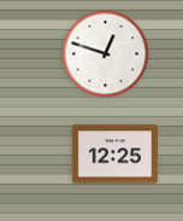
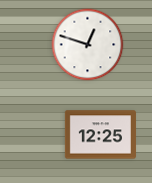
clock at (114, 155) position: (114, 155) -> (100, 135)
